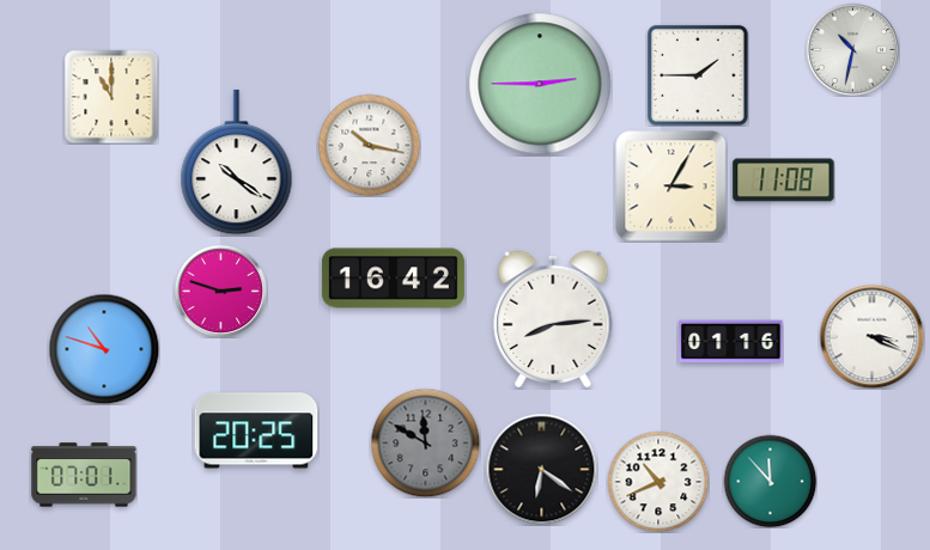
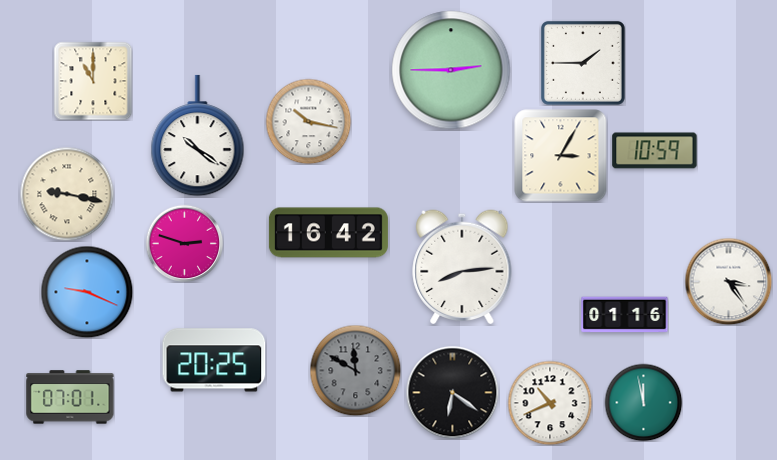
clock at (852, 49): 10:32 -> none
clock at (784, 181): 11:08 -> 10:59
clock at (67, 194): none -> 9:17
clock at (871, 336): 3:19 -> 3:24
clock at (731, 342) position: (731, 342) -> (625, 315)
clock at (104, 349): 10:48 -> 9:19
clock at (770, 481): 11:53 -> 11:58
